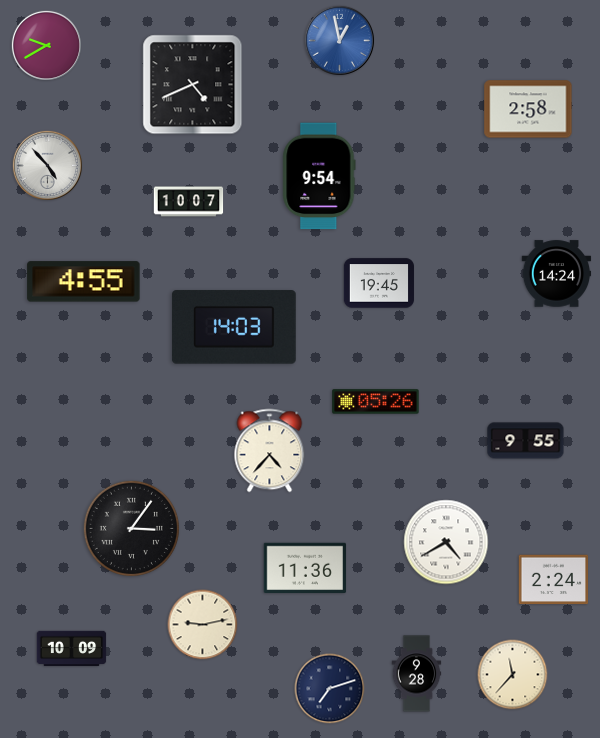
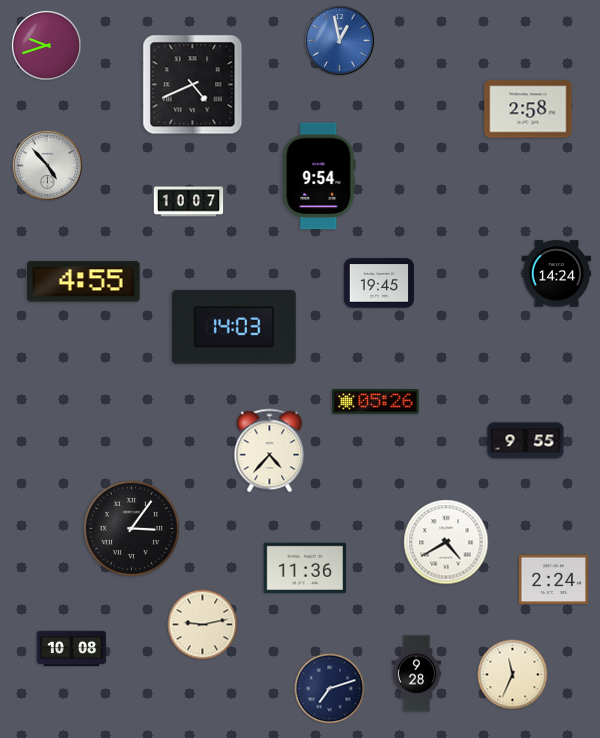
clock at (46, 45): 9:40 -> 9:42
clock at (72, 649): 10:09 -> 10:08
clock at (513, 675): 11:37 -> 11:34
